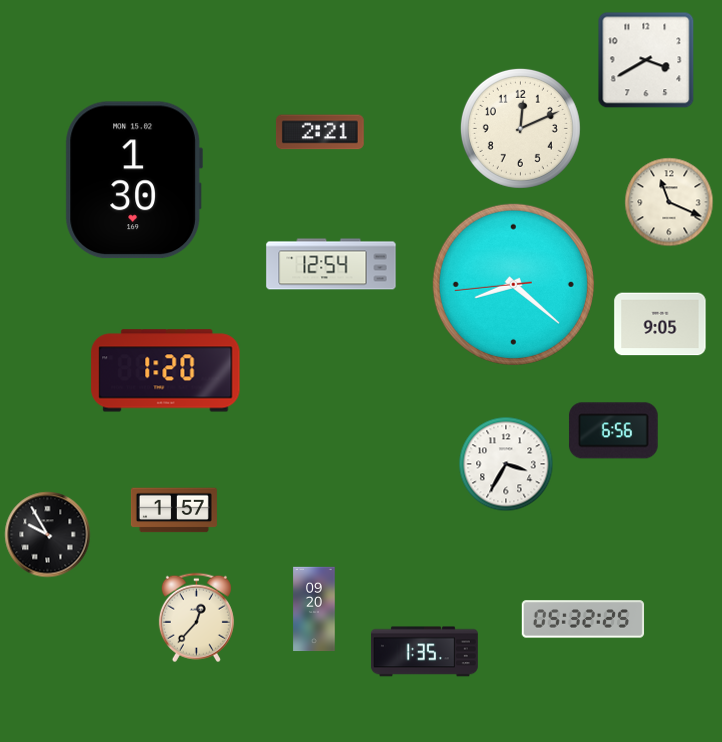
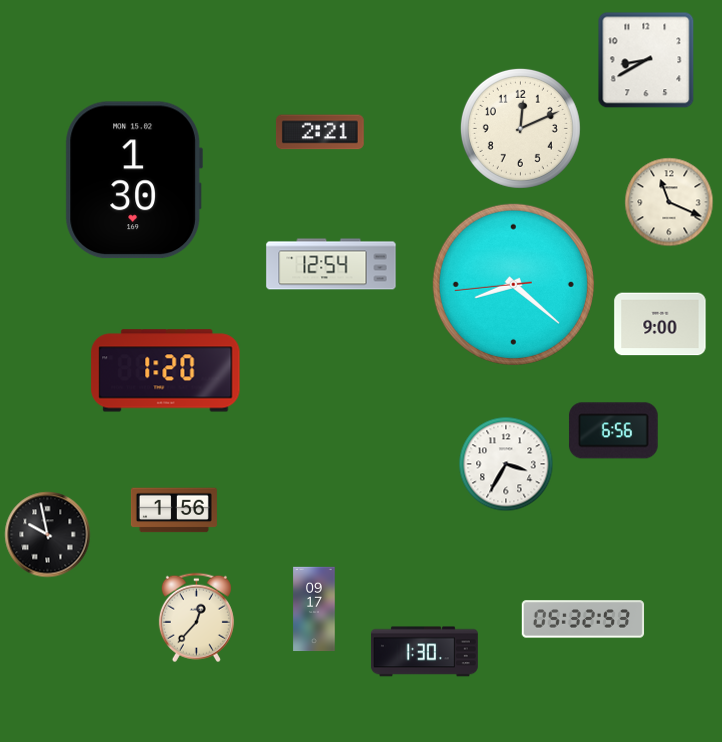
clock at (646, 60): 3:40 -> 8:40
clock at (660, 324): 9:05 -> 9:00
clock at (174, 510): 1:57 -> 1:56
clock at (48, 535): 9:55 -> 9:58
clock at (314, 609): 09:20 -> 09:17
clock at (583, 619): 05:32:25 -> 05:32:53
clock at (424, 652): 1:35 -> 1:30
